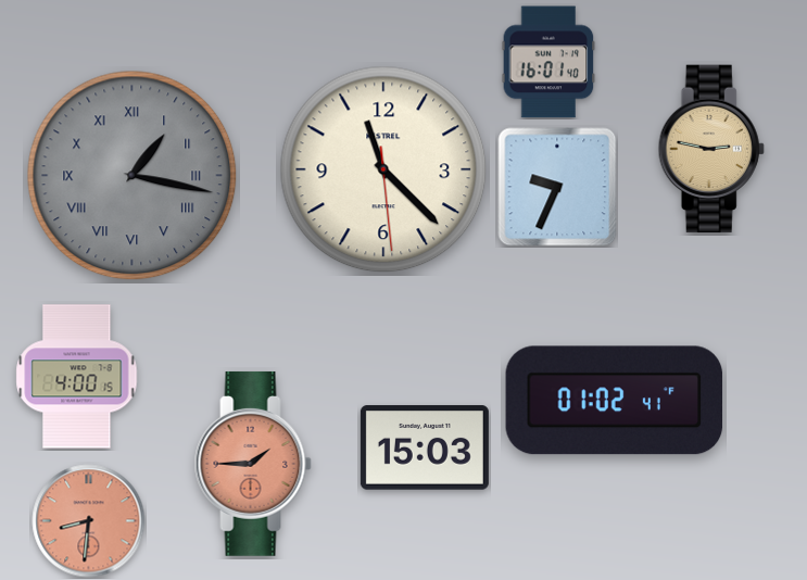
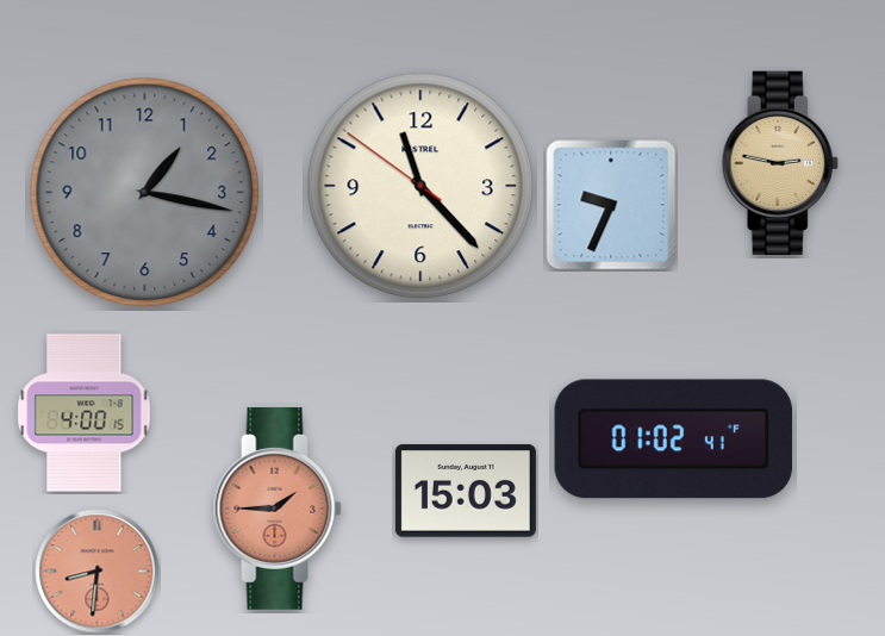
clock at (548, 62): 16:01 -> none
clock at (383, 169): 11:22:29 -> 11:22:51
clock at (133, 176) numerals: Roman -> Arabic
